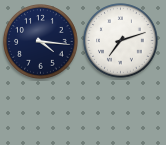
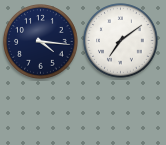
clock at (121, 41): 7:12 -> 7:09
